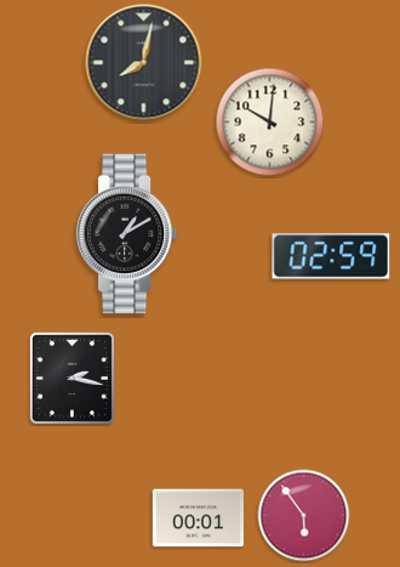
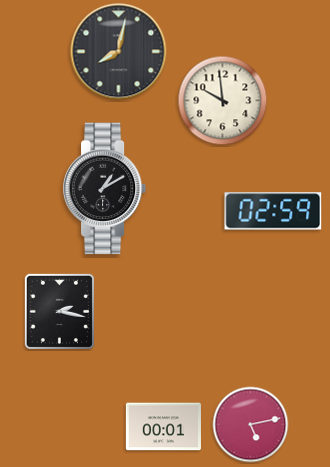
clock at (270, 123): 10:01 -> 9:59
clock at (127, 234) position: (127, 234) -> (105, 189)
clock at (304, 516): 5:54 -> 5:13
